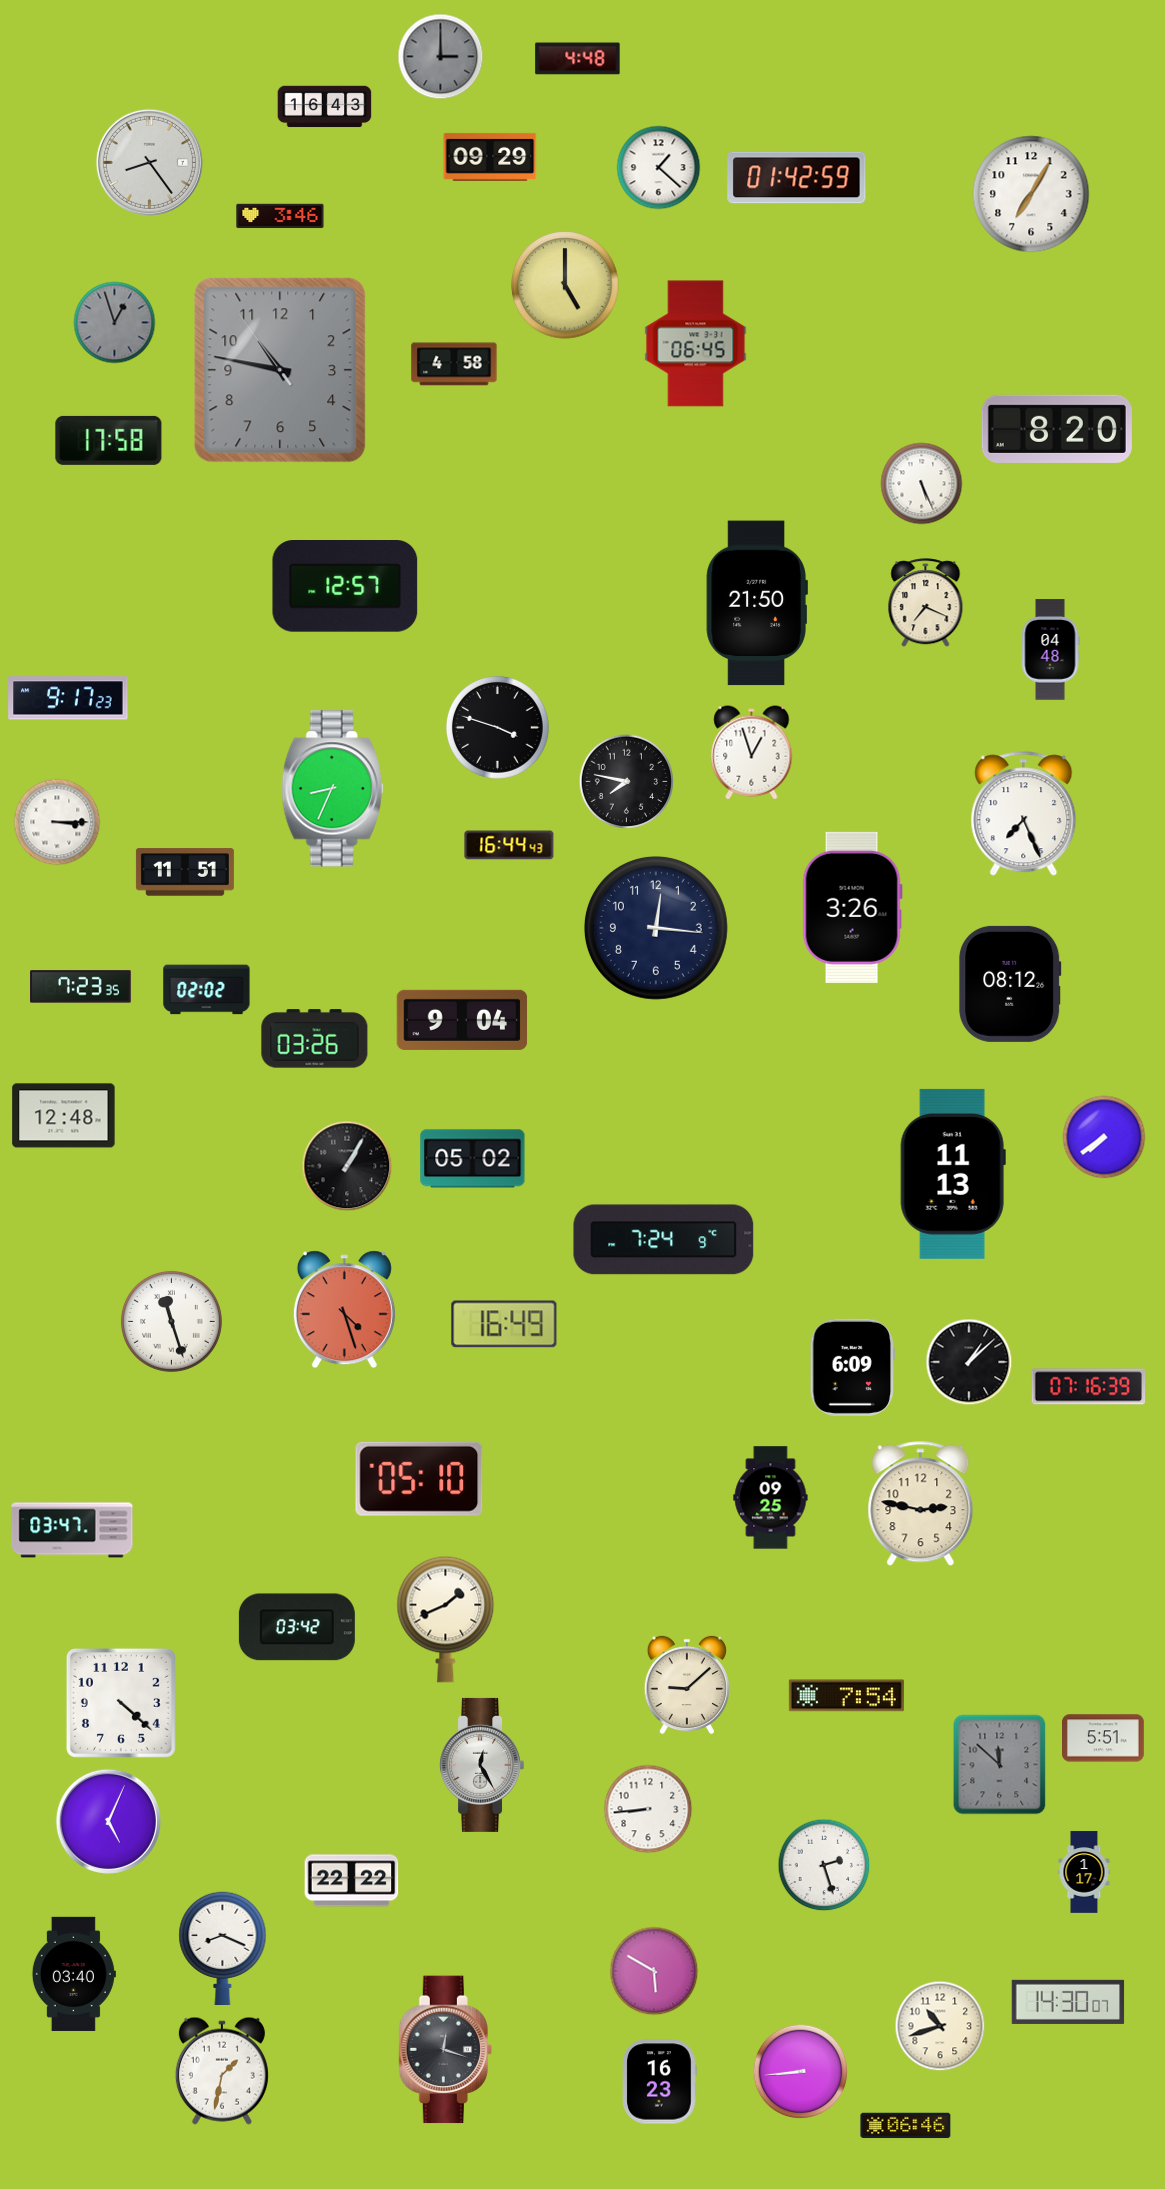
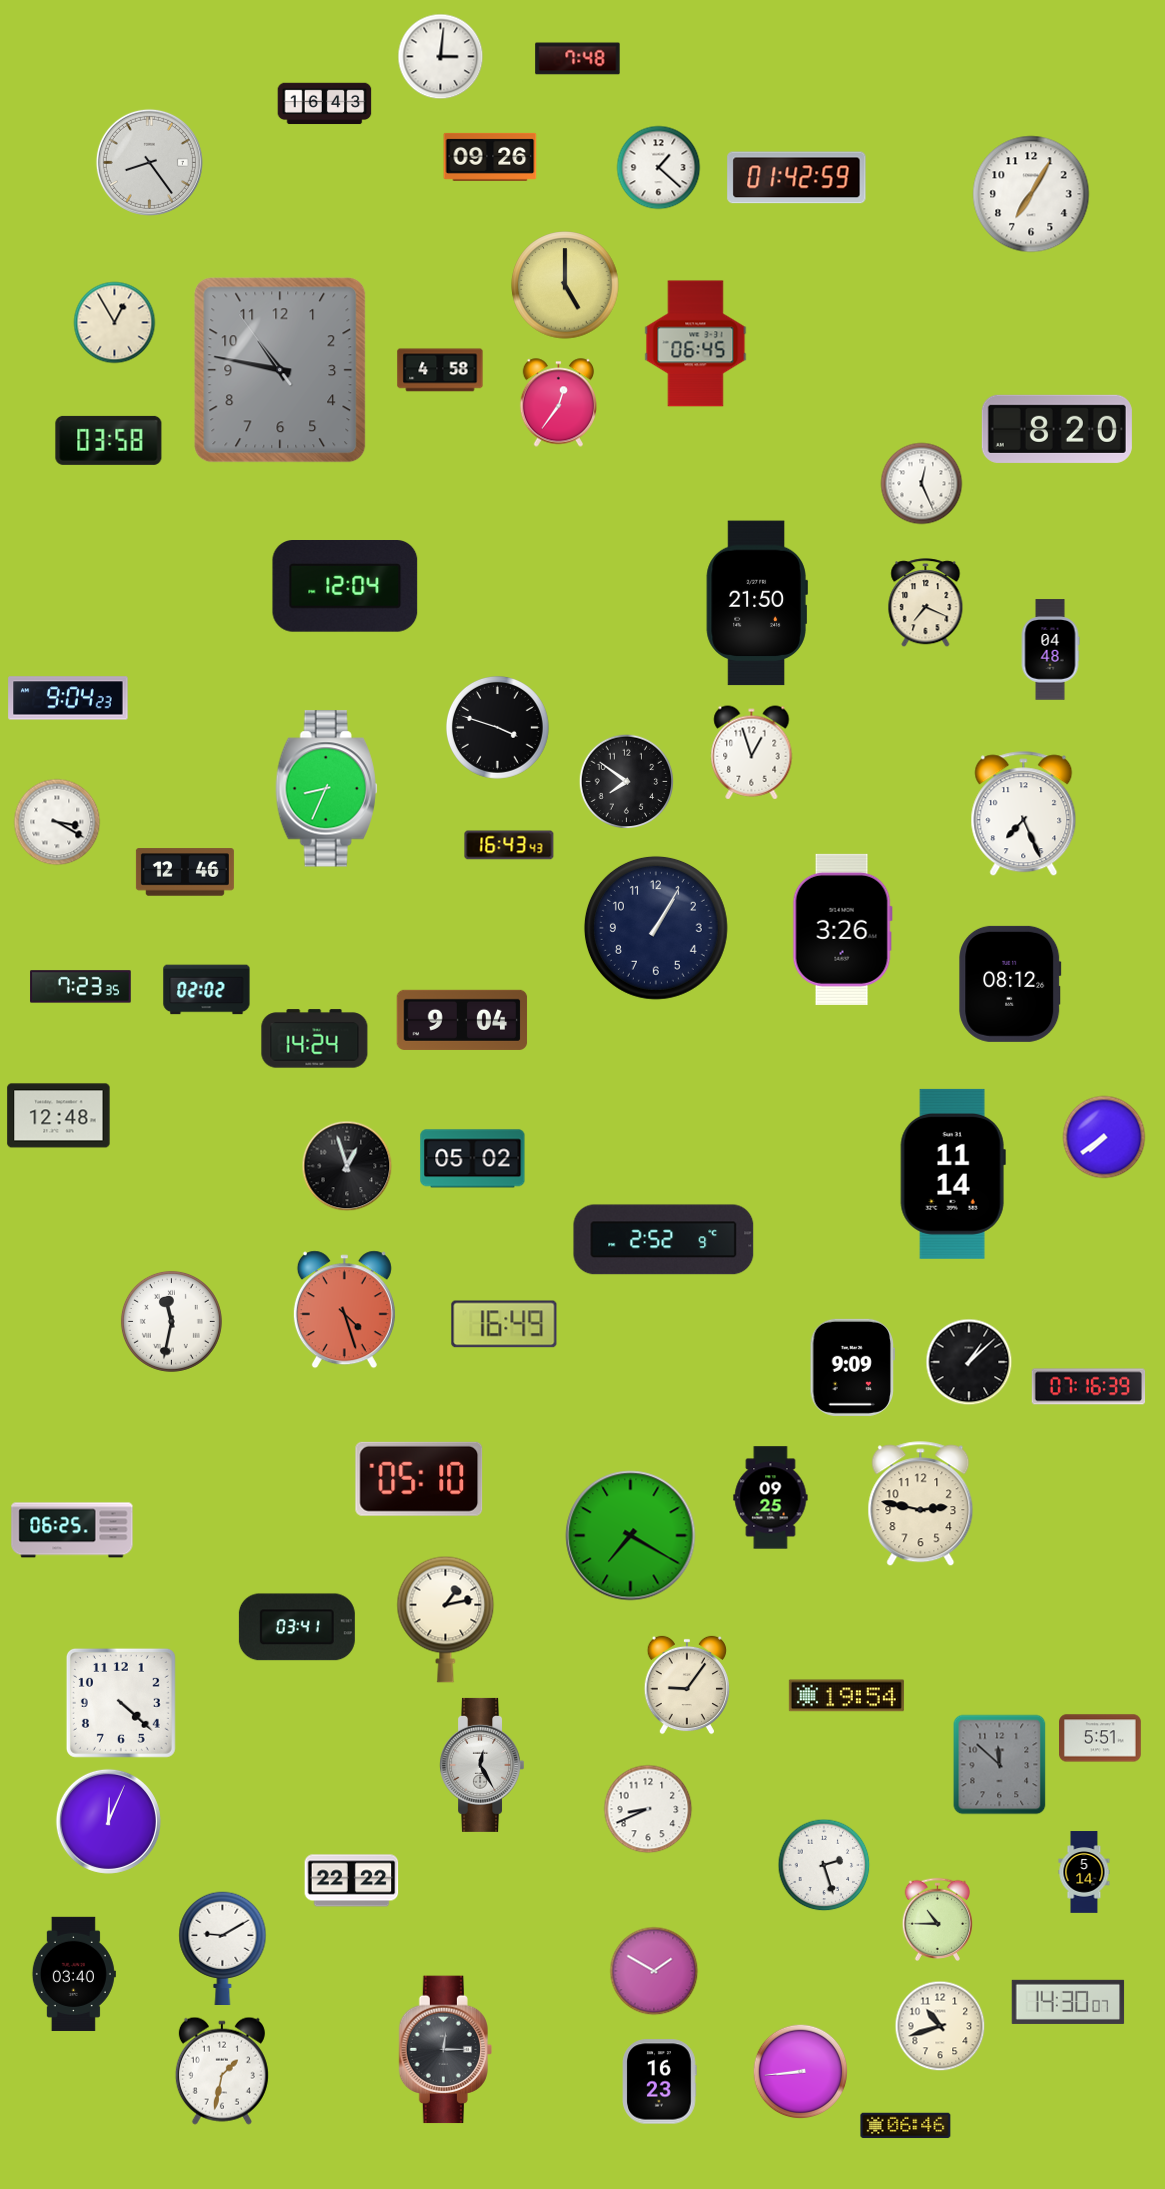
clock at (441, 57): 3:00 -> 3:01
clock at (441, 57) dial: grey -> white
clock at (578, 59): 4:48 -> 7:48
clock at (325, 107) position: (325, 107) -> (325, 104)
clock at (490, 157): 09:29 -> 09:26
clock at (280, 216): 3:46 -> none
clock at (115, 323): 12:57 -> 12:55
clock at (115, 323) dial: grey -> cream
clock at (454, 364) position: (454, 364) -> (440, 370)
clock at (558, 403): none -> 12:36
clock at (109, 440): 17:58 -> 03:58
clock at (922, 484): 5:26 -> 12:26
clock at (345, 587): 12:57 -> 12:04
clock at (68, 698): 9:17 -> 9:04
clock at (627, 782): 7:47 -> 7:51
clock at (333, 789) position: (333, 789) -> (327, 789)
clock at (57, 822): 3:15 -> 3:20
clock at (509, 845): 16:44 -> 16:43
clock at (185, 872): 11:51 -> 12:46
clock at (852, 907) position: (852, 907) -> (842, 929)
clock at (656, 928): 12:16 -> 1:05
clock at (315, 1039): 03:26 -> 14:24
clock at (64, 1116) position: (64, 1116) -> (59, 1116)
clock at (347, 1166): 1:05 -> 12:57
clock at (953, 1174): 11:13 -> 11:14
clock at (664, 1240): 7:24 -> 2:52
clock at (171, 1321): 11:27 -> 11:32
clock at (853, 1367): 6:09 -> 9:09
clock at (72, 1530): 03:47 -> 06:25
clock at (631, 1536): none -> 7:20
clock at (446, 1619): 1:41 -> 1:13
clock at (297, 1627): 03:42 -> 03:41
clock at (687, 1685): 9:08 -> 9:06
clock at (846, 1696): 7:54 -> 19:54
clock at (1104, 1738) position: (1104, 1738) -> (1101, 1738)
clock at (648, 1809): 8:44 -> 8:41
clock at (108, 1821): 5:04 -> 12:04
clock at (1084, 1872): 1:17 -> 5:14
clock at (937, 1919): none -> 10:45
clock at (223, 1948): 8:19 -> 9:10
clock at (654, 1971): 5:50 -> 1:50
clock at (445, 2050): 12:18 -> 12:15
